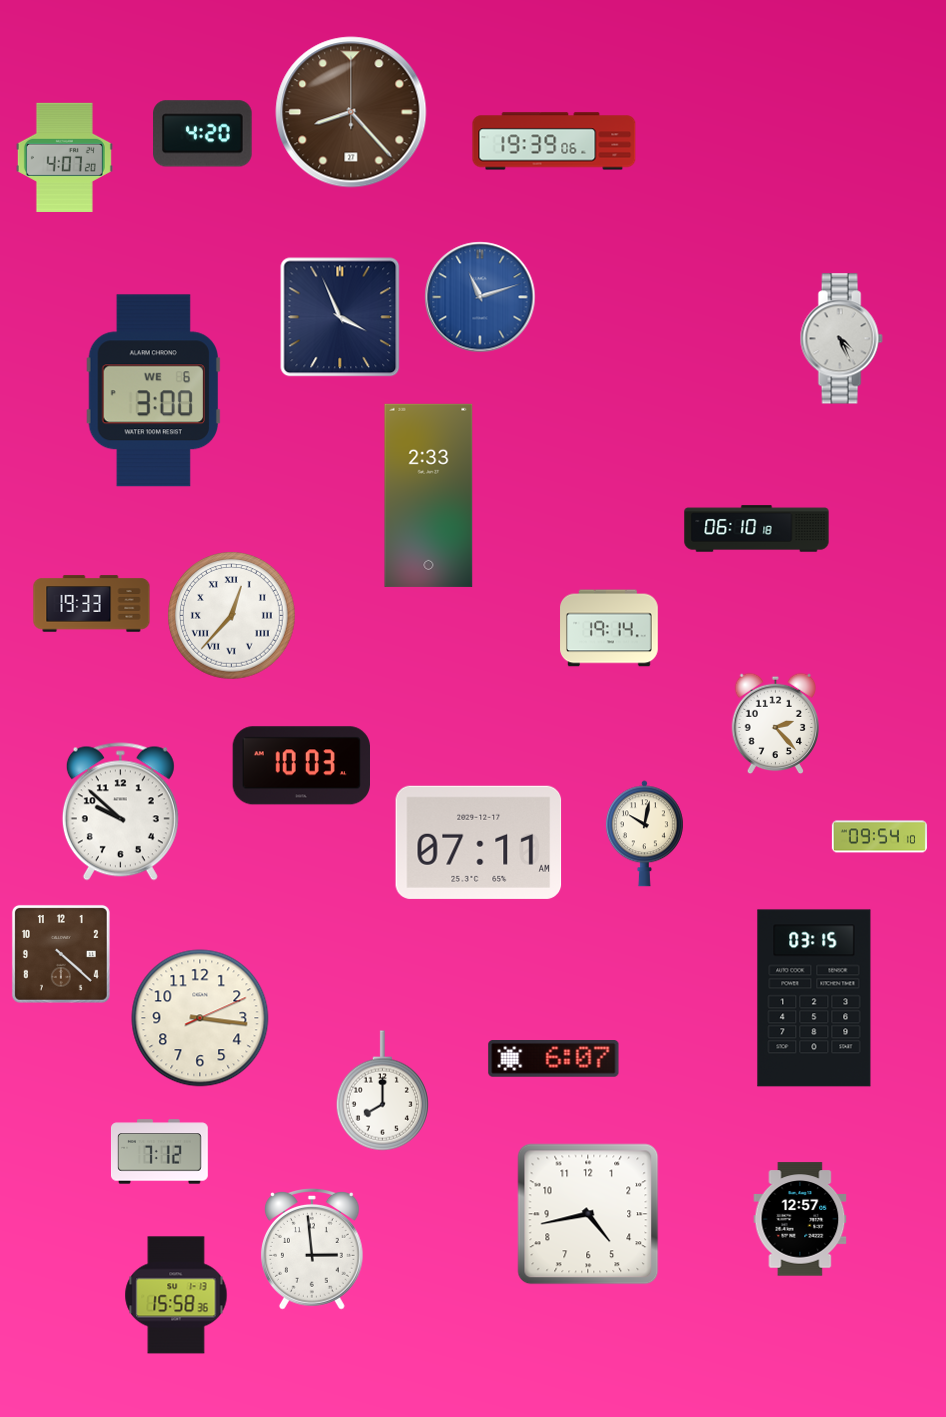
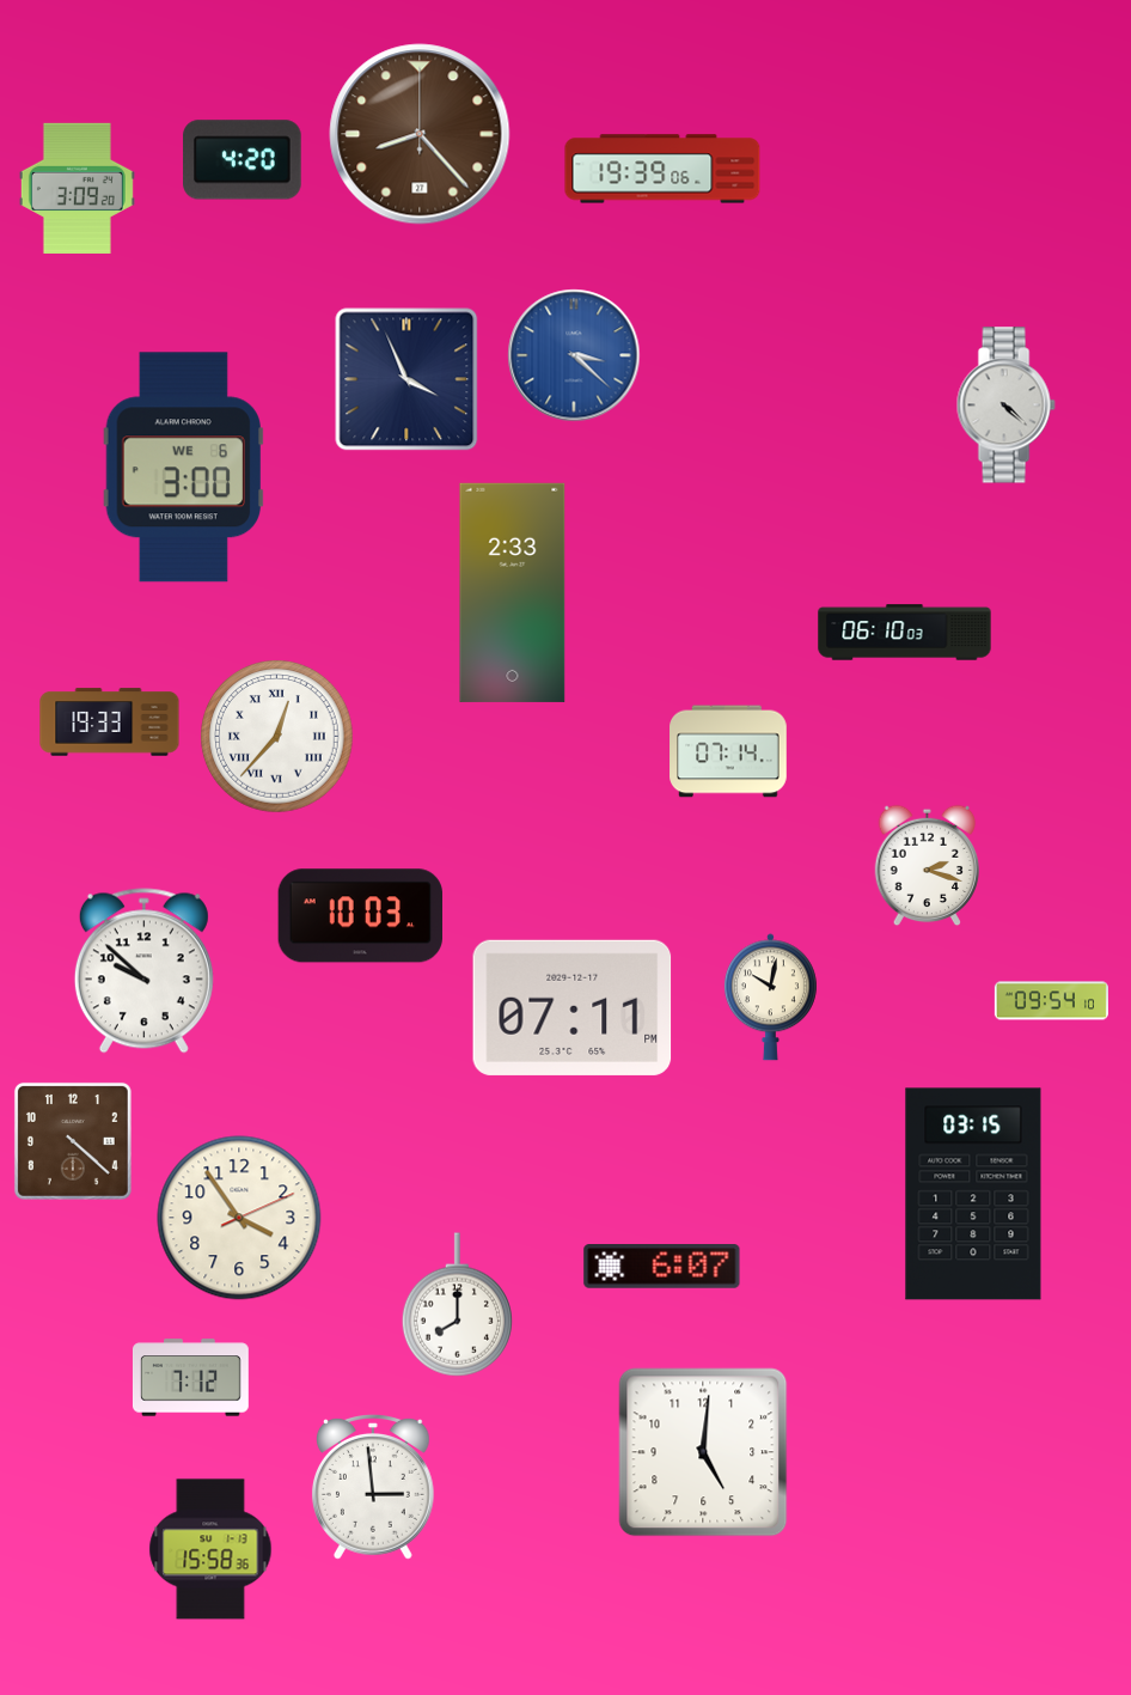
clock at (64, 157): 4:07 -> 3:09
clock at (480, 297): 11:12 -> 3:22
clock at (841, 339): 4:26 -> 4:22
clock at (757, 529): 06:10:18 -> 06:10:03
clock at (609, 628): 19:14 -> 07:14
clock at (775, 724): 2:23 -> 2:18
clock at (479, 842): 07:11 AM -> 07:11 PM
clock at (200, 1018): 3:16 -> 3:54
clock at (588, 1214): 4:43 -> 5:01
clock at (800, 1219): 12:57 -> none
clock at (312, 1250) position: (312, 1250) -> (373, 1488)
